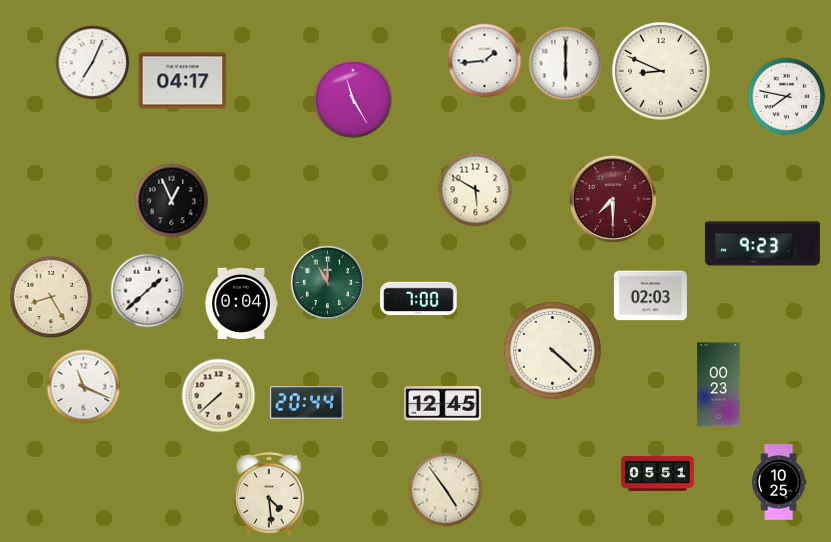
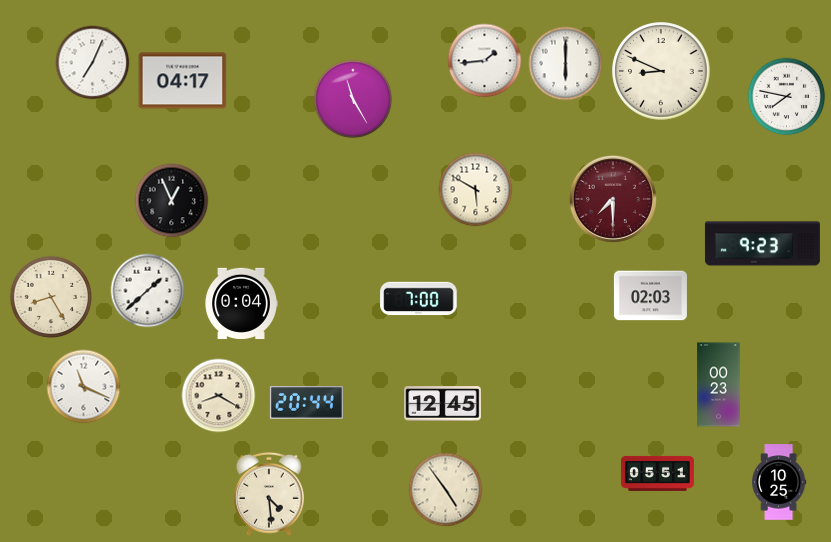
clock at (327, 282): 11:00 -> none
clock at (553, 351): 4:22 -> none
clock at (219, 396): 7:38 -> 8:20
